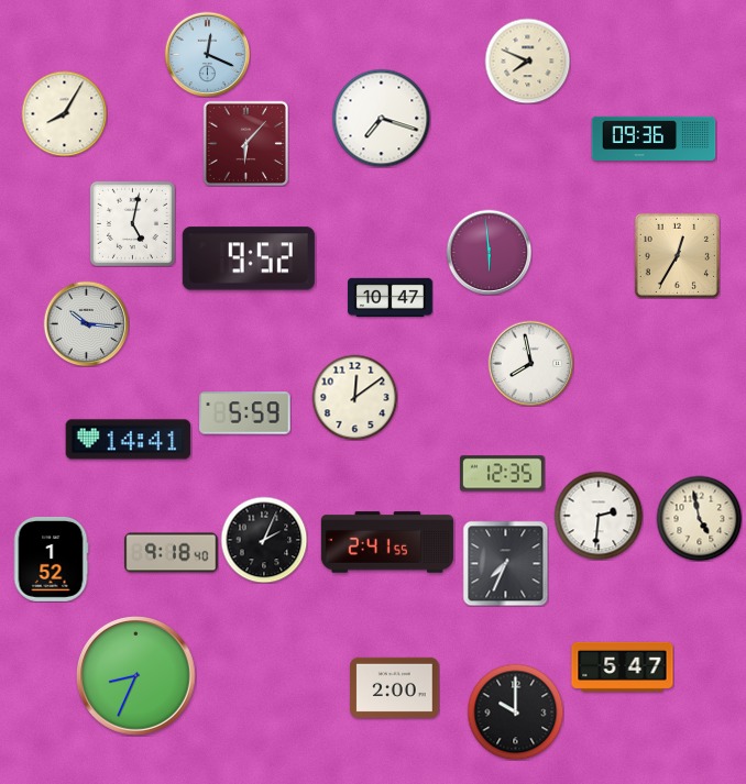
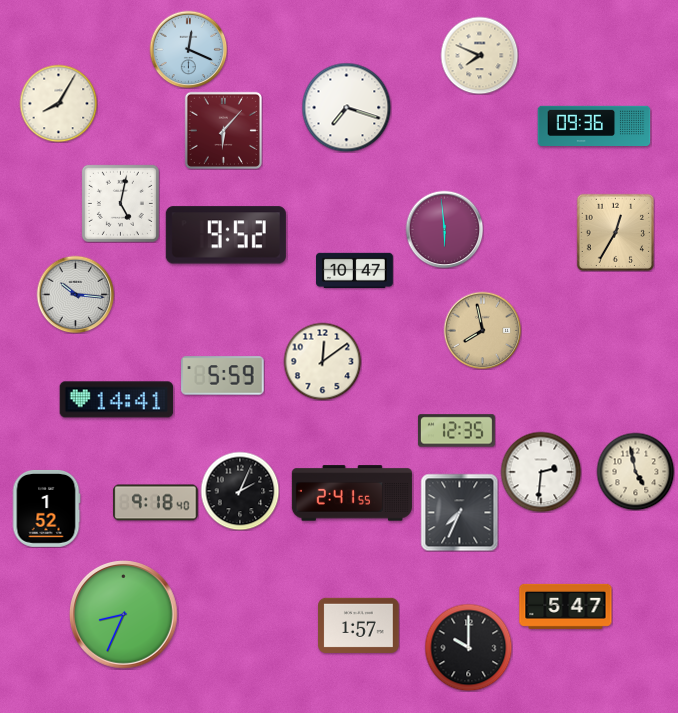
clock at (86, 323) position: (86, 323) -> (75, 294)
clock at (530, 363) dial: white -> champagne
clock at (599, 516) position: (599, 516) -> (541, 472)
clock at (395, 687): 2:00 -> 1:57
